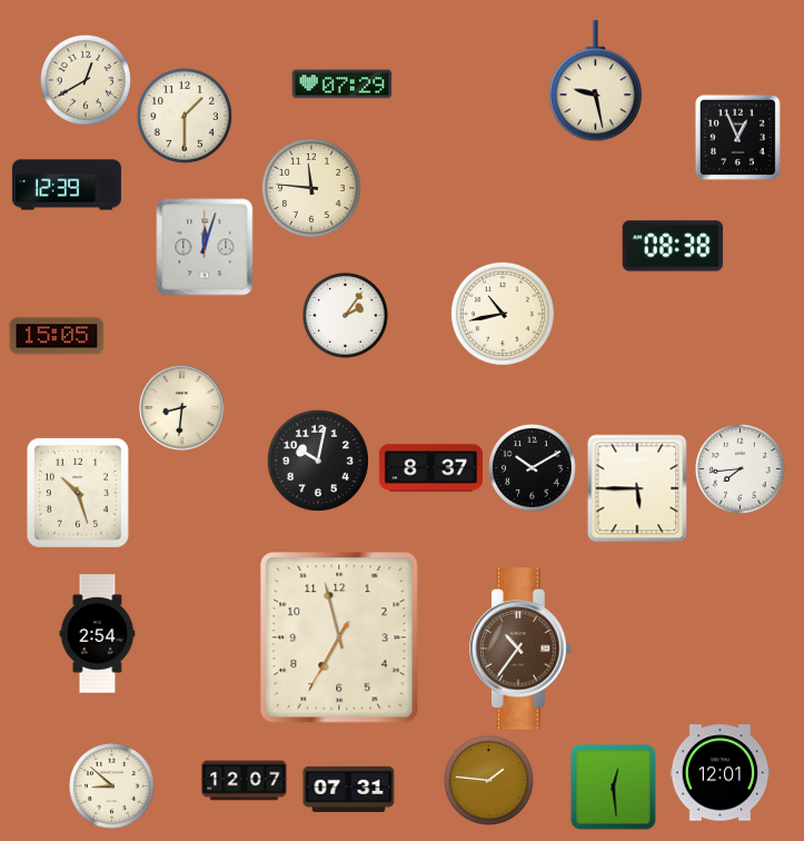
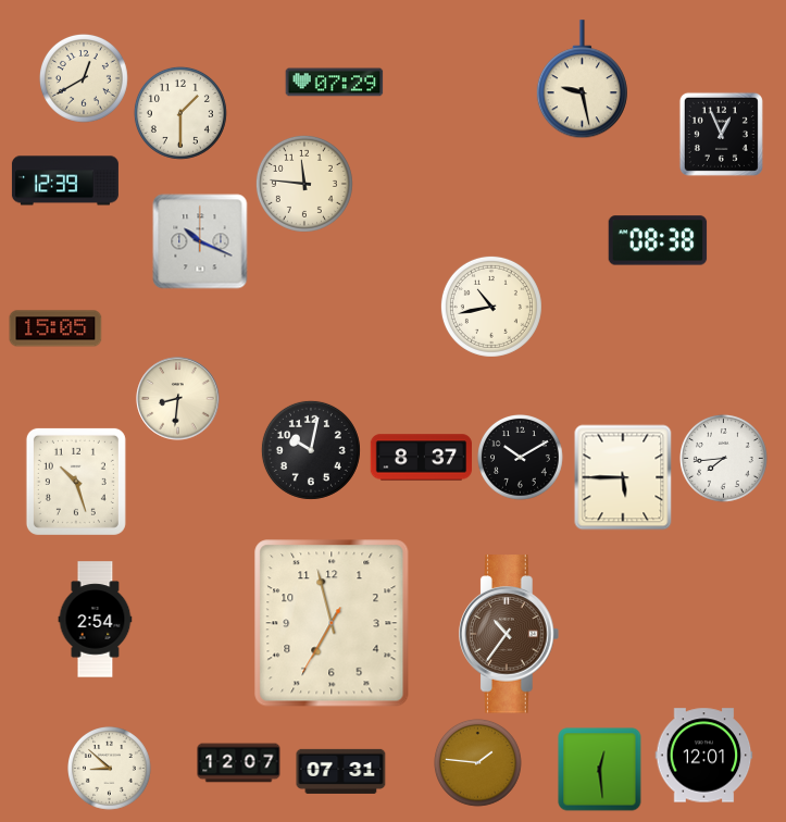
clock at (205, 247): 12:03 -> 10:19
clock at (346, 316): 2:06 -> none
